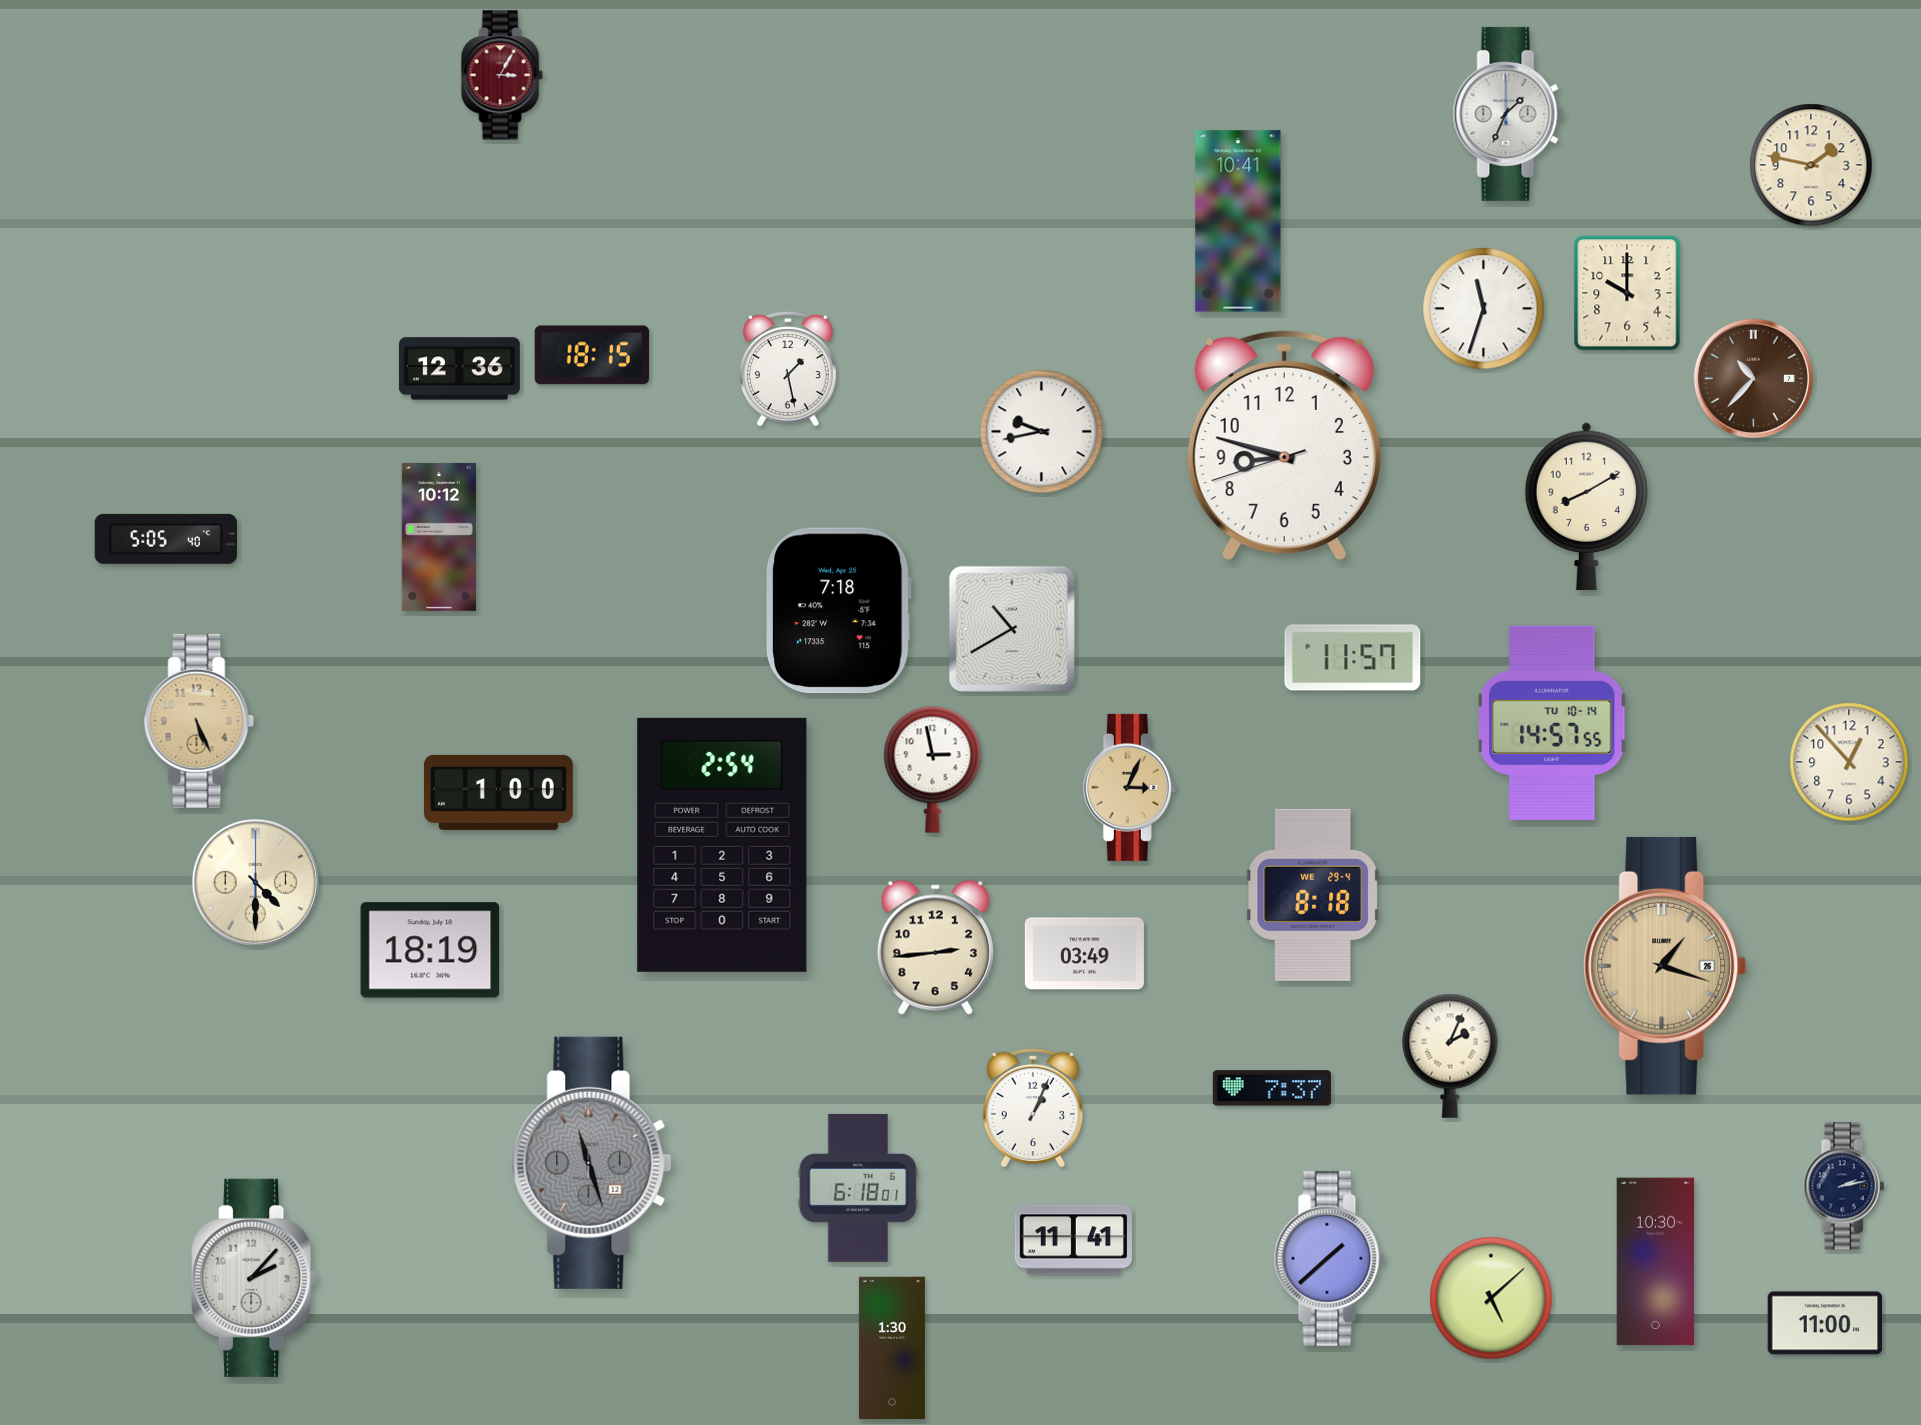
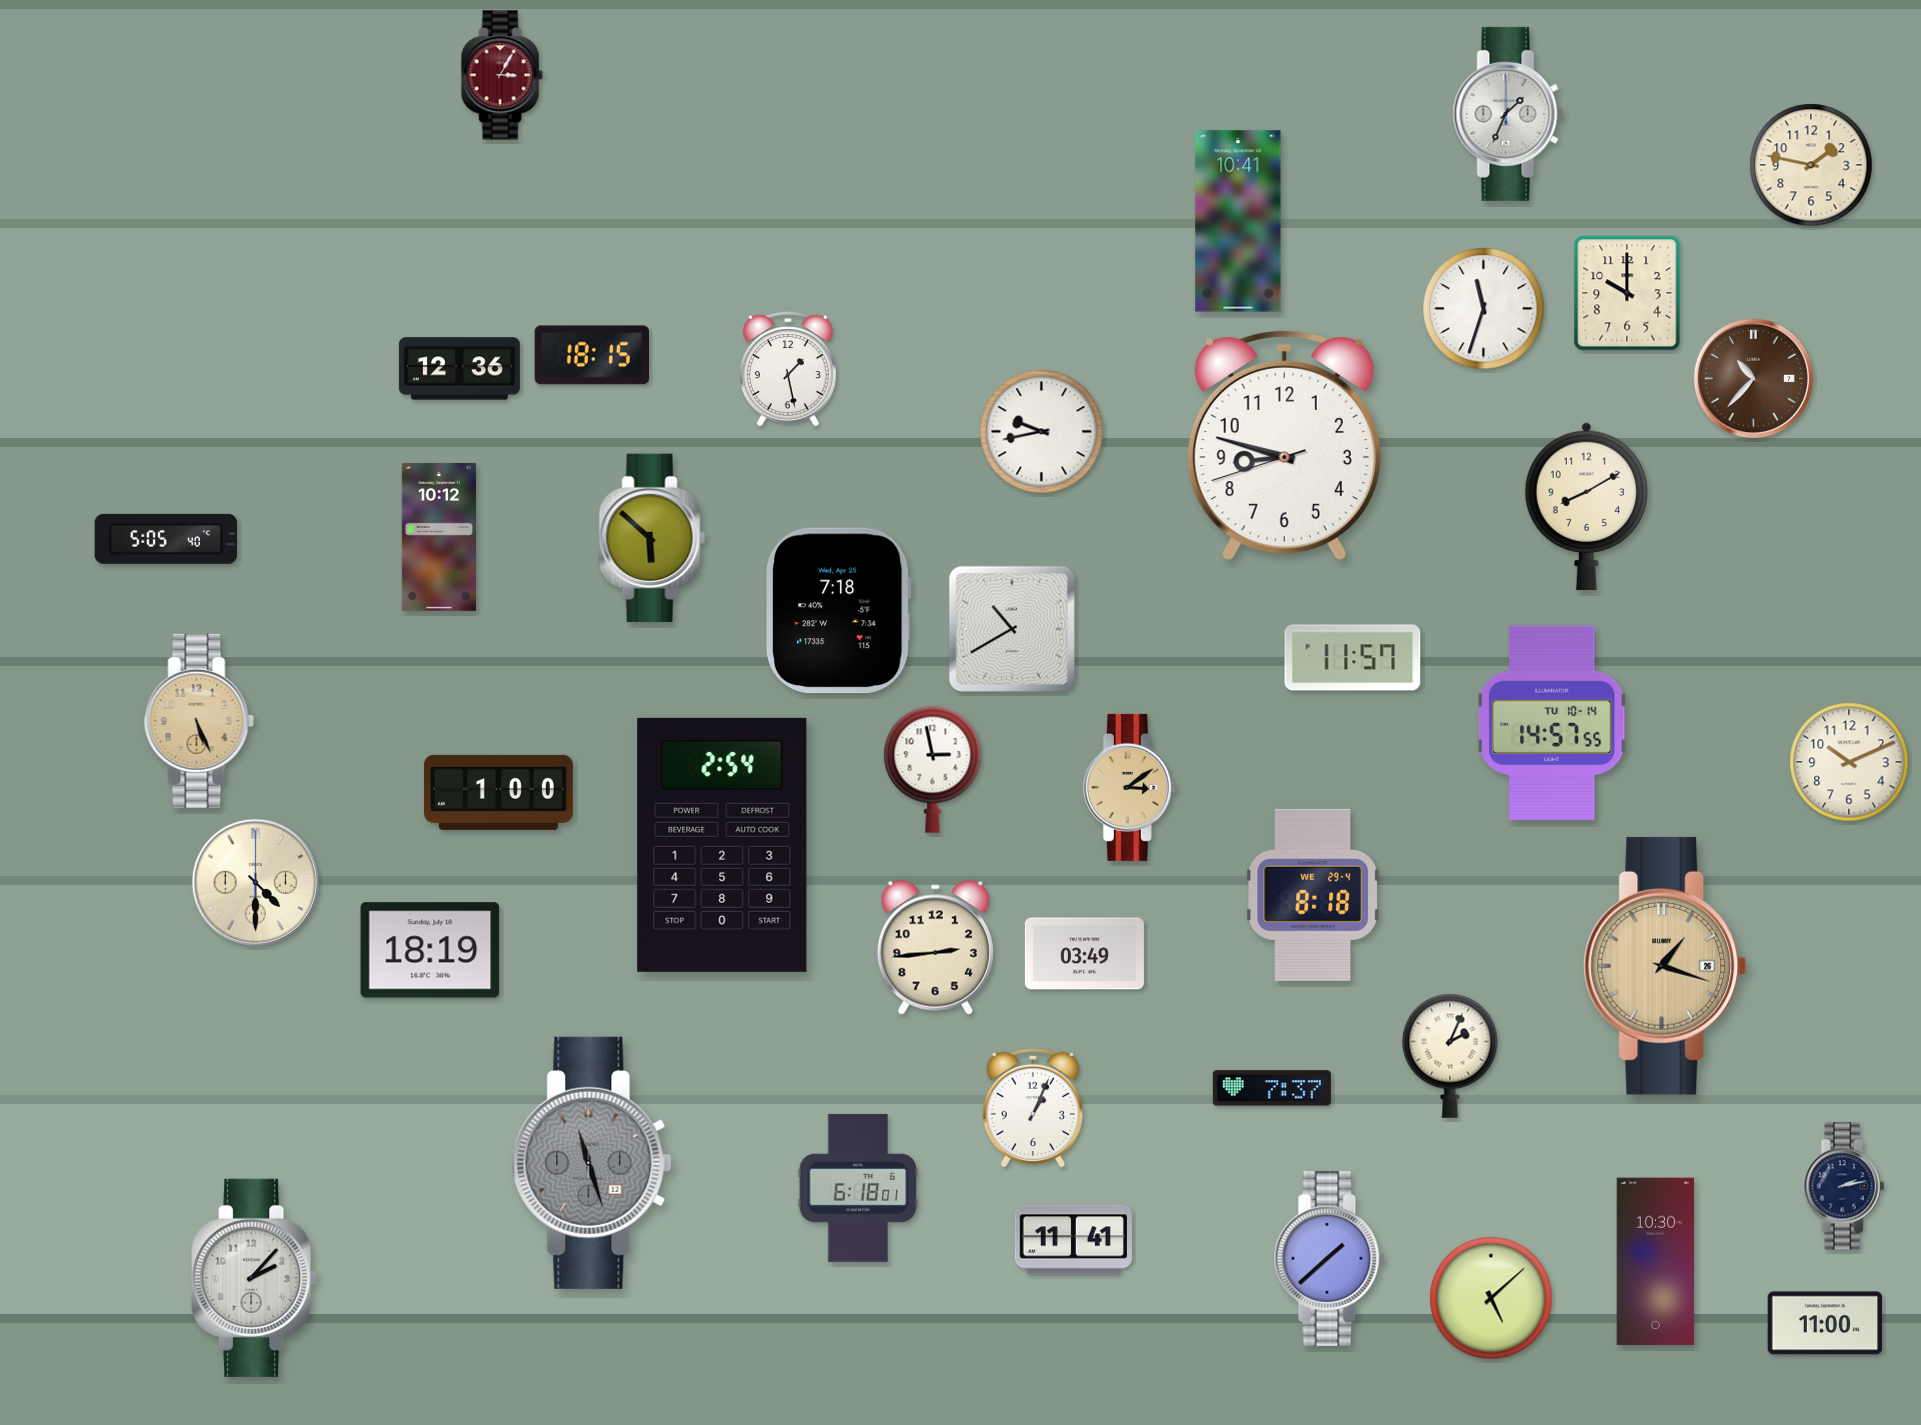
clock at (652, 537): none -> 5:52
clock at (1849, 762): 12:53 -> 10:11
clock at (1129, 787): 3:04 -> 3:09
clock at (892, 1348): 1:30 -> none
